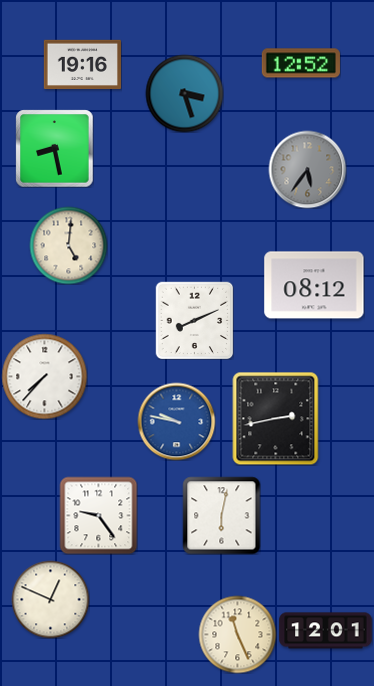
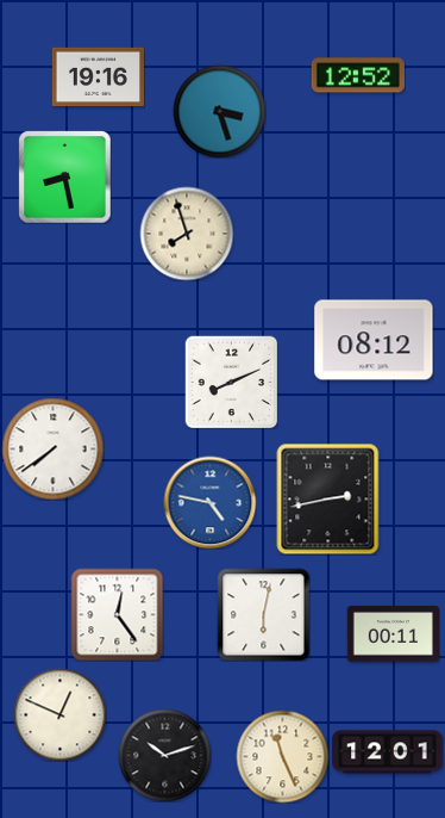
clock at (307, 169): 5:36 -> none
clock at (187, 234): none -> 7:57
clock at (68, 245): 5:01 -> none
clock at (44, 376): 7:37 -> 7:39
clock at (176, 421): 9:47 -> 4:47
clock at (98, 515): 9:24 -> 12:24
clock at (393, 634): none -> 00:11
clock at (164, 755): none -> 10:12
